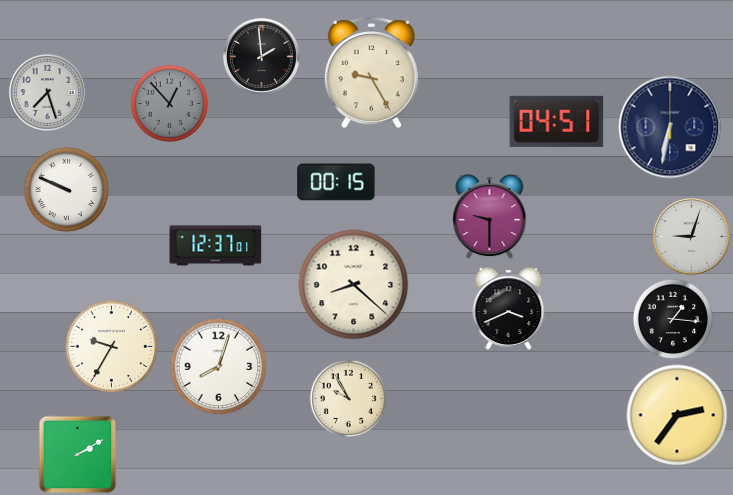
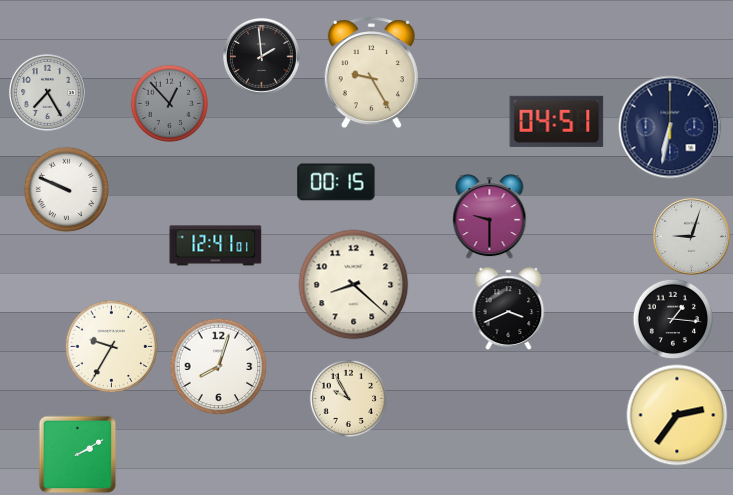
clock at (47, 92): 7:27 -> 7:25
clock at (216, 246): 12:37 -> 12:41
